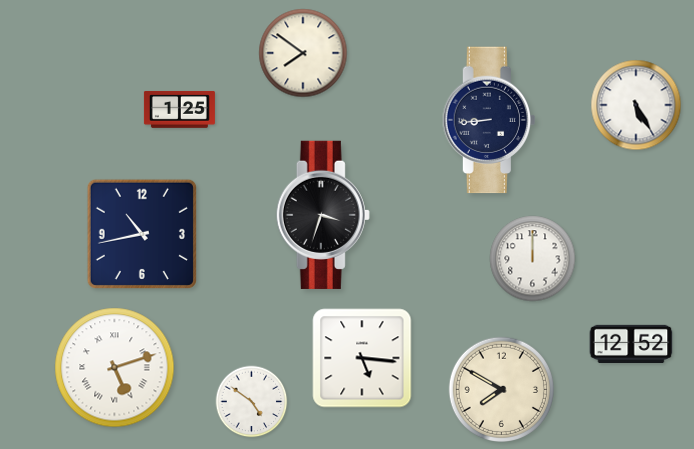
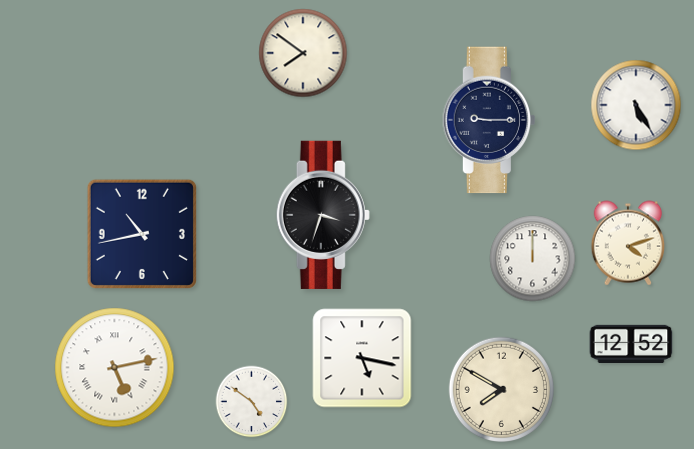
clock at (179, 110): 1:25 -> none
clock at (488, 120): 8:44 -> 9:15
clock at (628, 243): none -> 4:12
clock at (362, 358): 5:16 -> 5:17
clock at (115, 368): 5:12 -> 5:13
